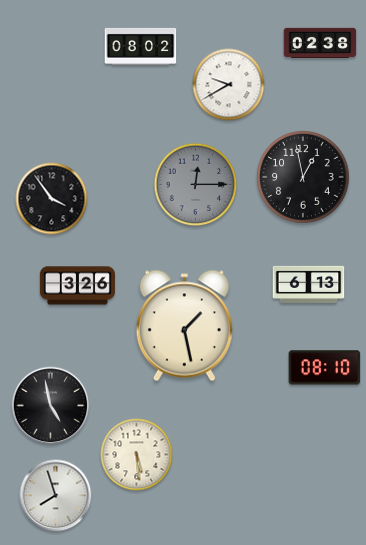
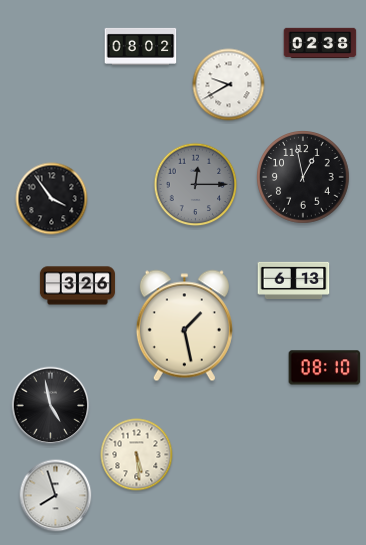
clock at (309, 284) position: (309, 284) -> (294, 280)
